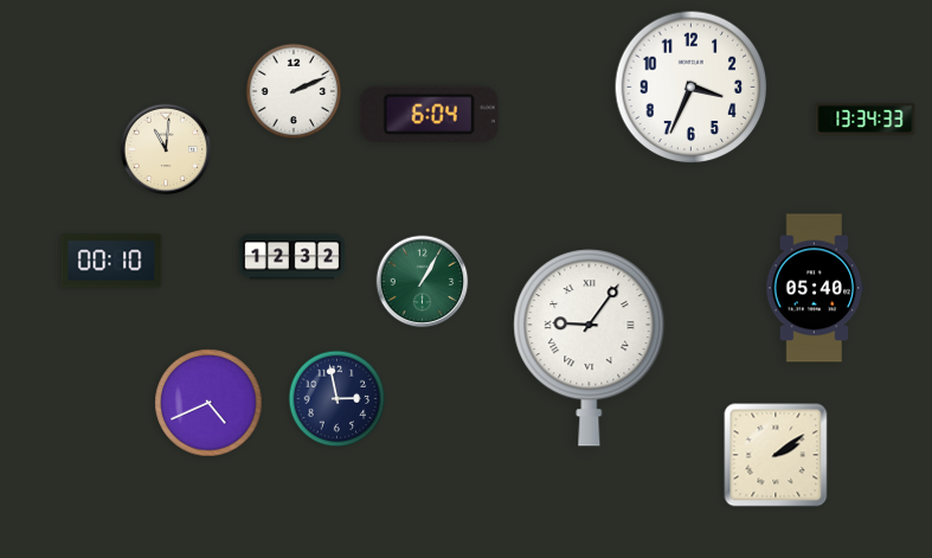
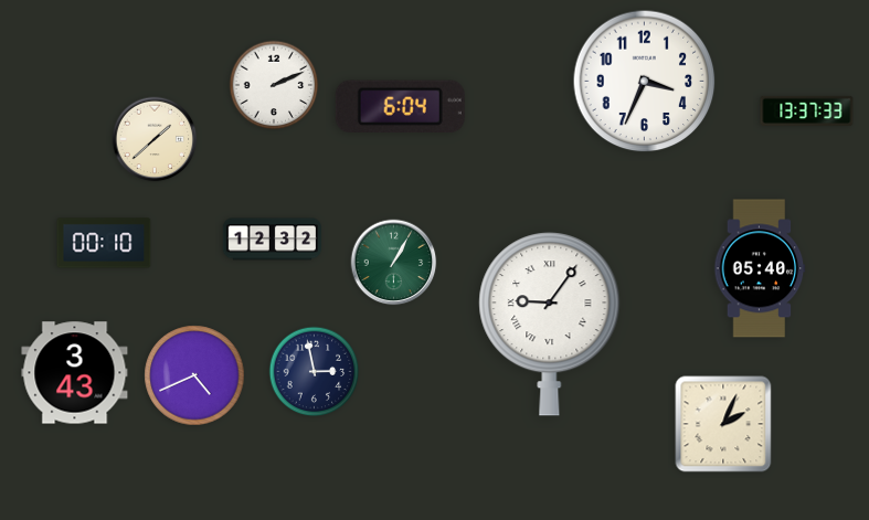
clock at (866, 118): 13:34 -> 13:37
clock at (166, 149): 11:01 -> 1:38
clock at (75, 373): none -> 3:43
clock at (776, 455): 2:09 -> 2:04
